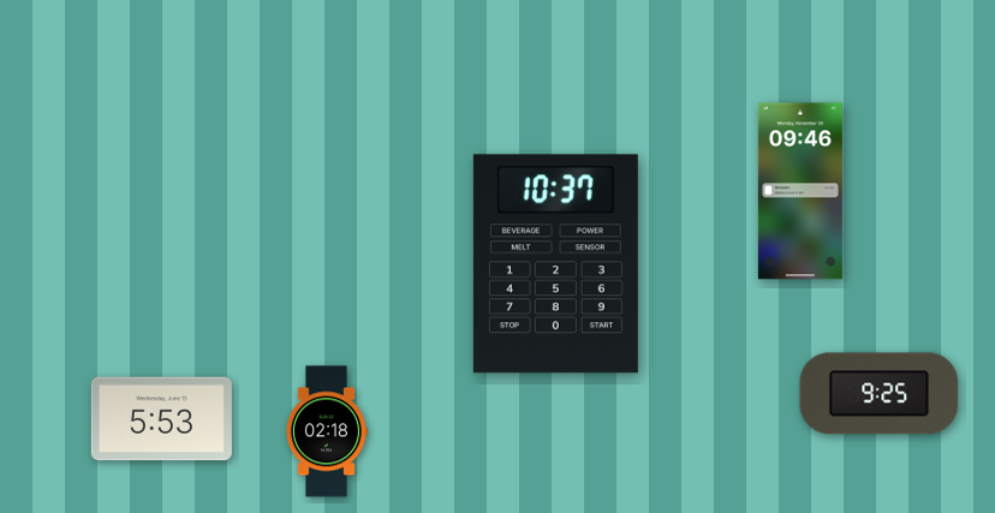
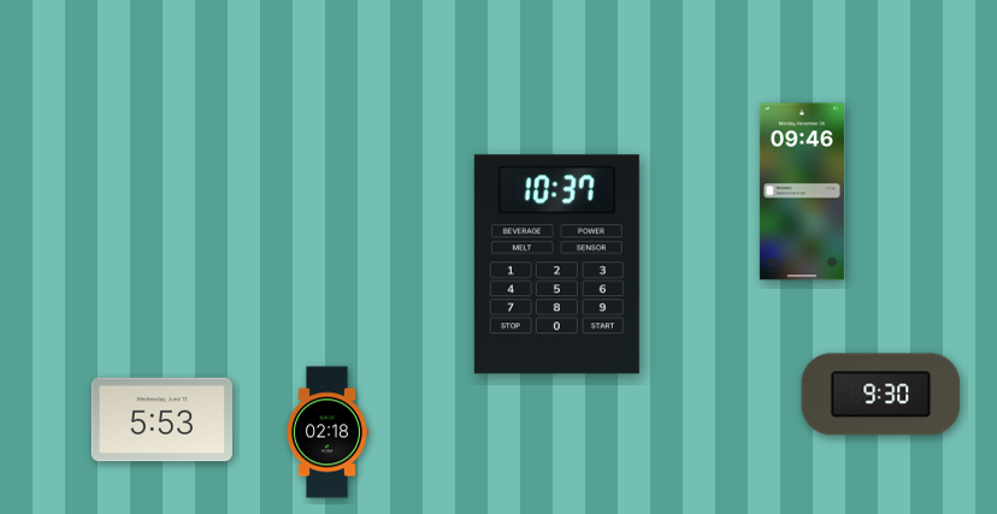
clock at (880, 394): 9:25 -> 9:30
